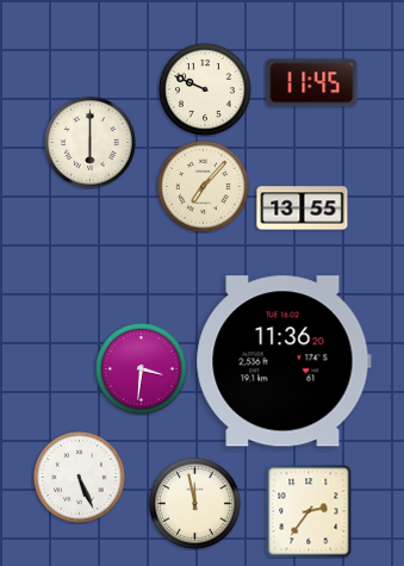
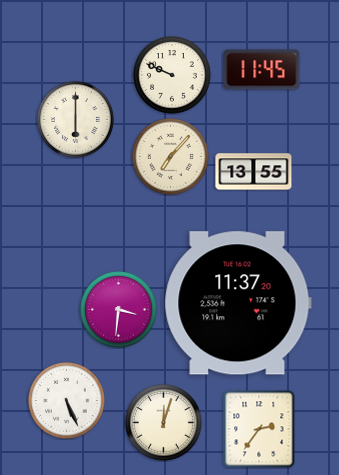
clock at (303, 209) position: (303, 209) -> (254, 172)
clock at (284, 361): 11:36 -> 11:37
clock at (195, 504): 11:58 -> 12:03
